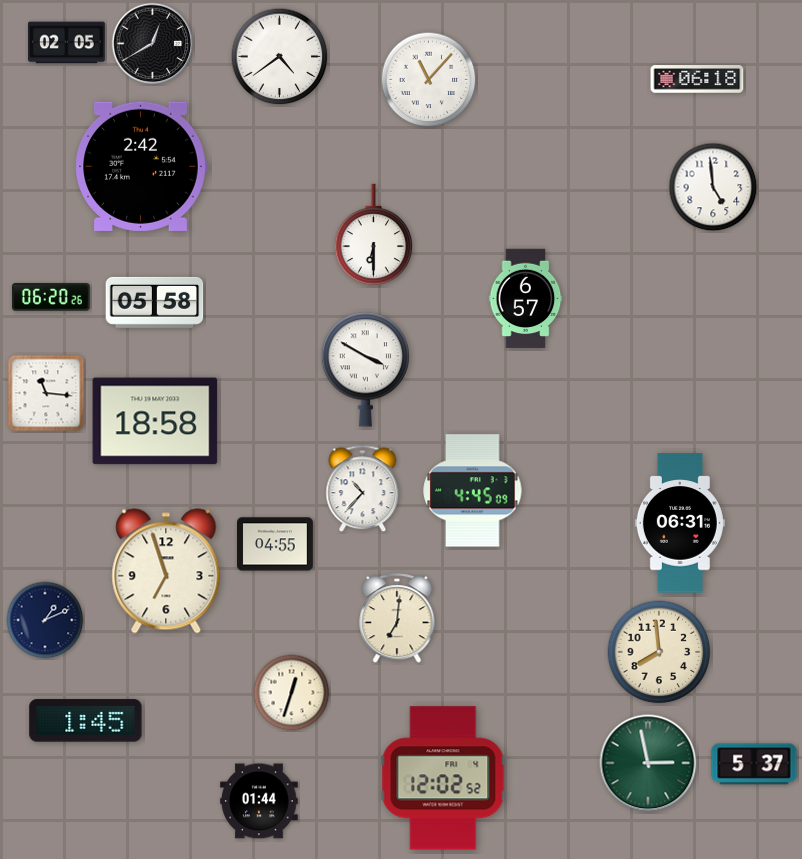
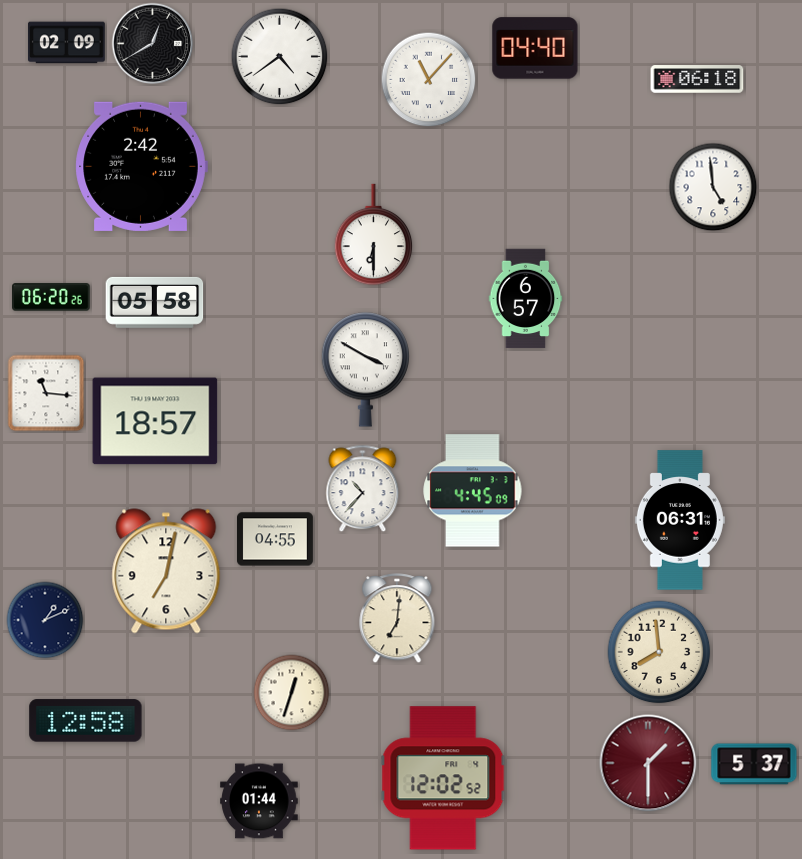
clock at (67, 43): 02:05 -> 02:09
clock at (535, 48): none -> 04:40
clock at (155, 421): 18:58 -> 18:57
clock at (680, 523) position: (680, 523) -> (680, 520)
clock at (276, 544) position: (276, 544) -> (276, 539)
clock at (166, 571): 6:57 -> 7:02
clock at (86, 721): 1:45 -> 12:58
clock at (648, 763): 2:58 -> 1:30
clock at (648, 763) dial: green -> burgundy
